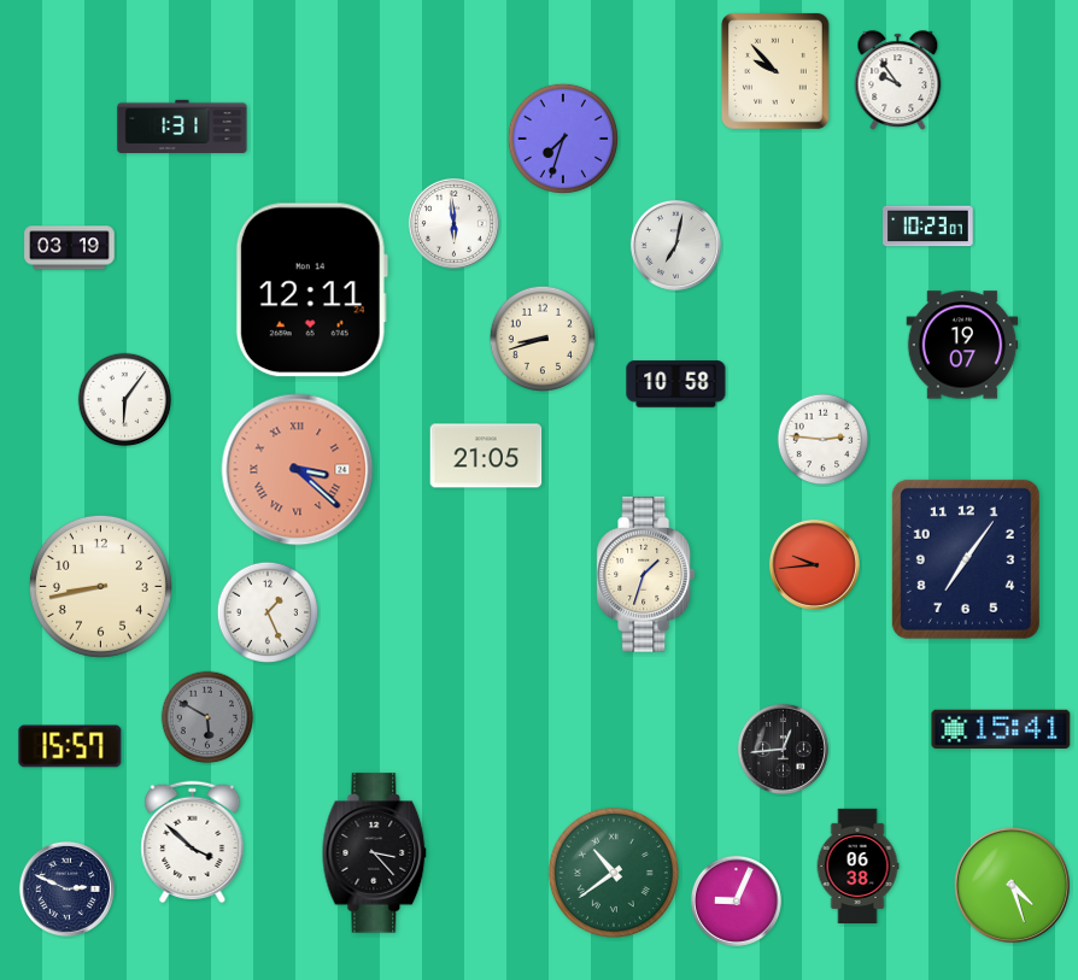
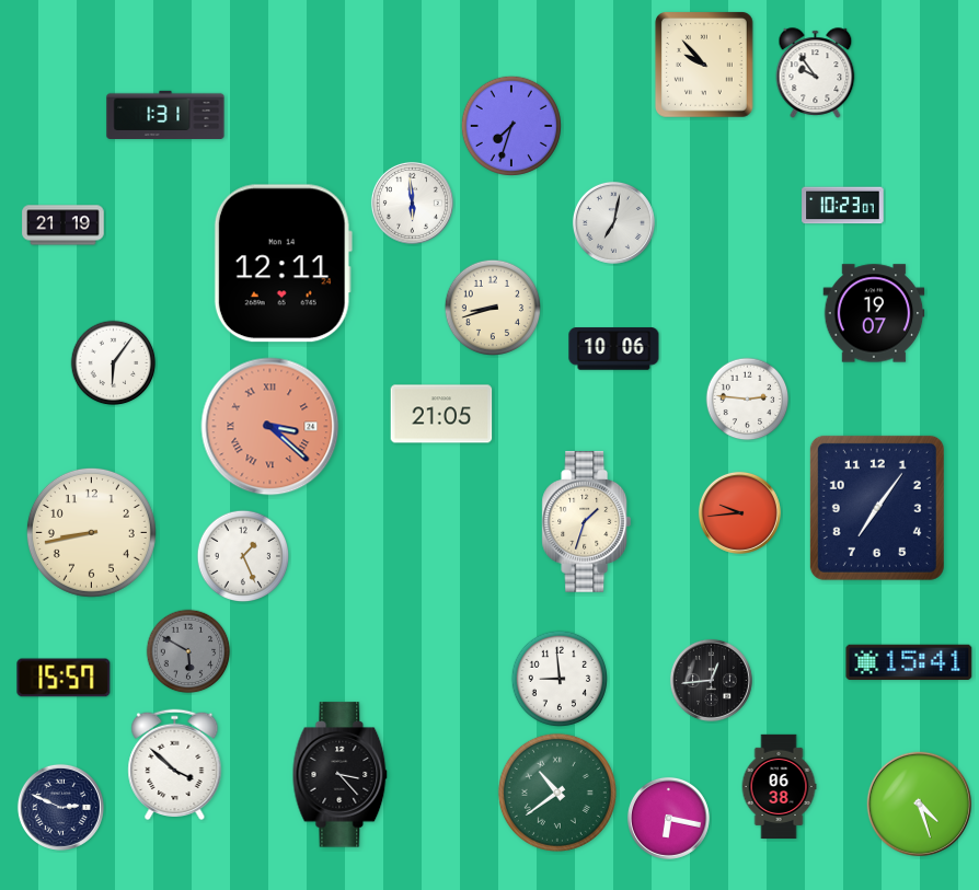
clock at (70, 248): 03:19 -> 21:19
clock at (676, 385): 10:58 -> 10:06
clock at (558, 678): none -> 8:59
clock at (736, 900): 9:04 -> 6:17
